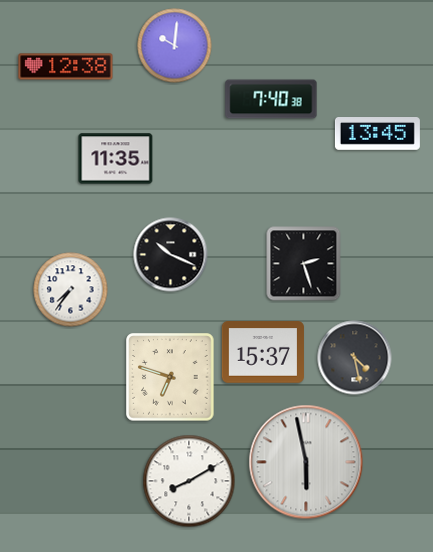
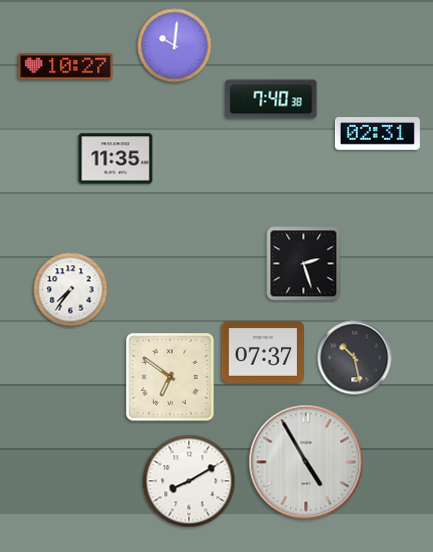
clock at (66, 67): 12:38 -> 10:27
clock at (377, 134): 13:45 -> 02:31
clock at (171, 255): 10:19 -> none
clock at (262, 353): 15:37 -> 07:37
clock at (355, 358): 4:28 -> 10:28
clock at (170, 377): 6:48 -> 6:51
clock at (306, 462): 5:58 -> 4:55
